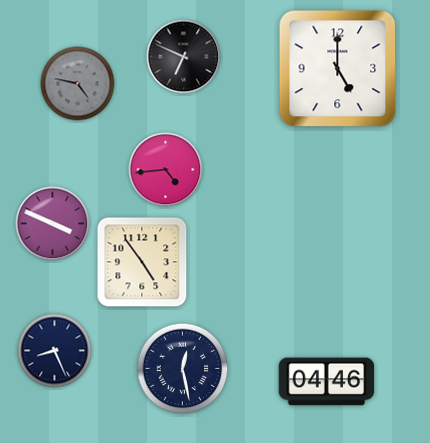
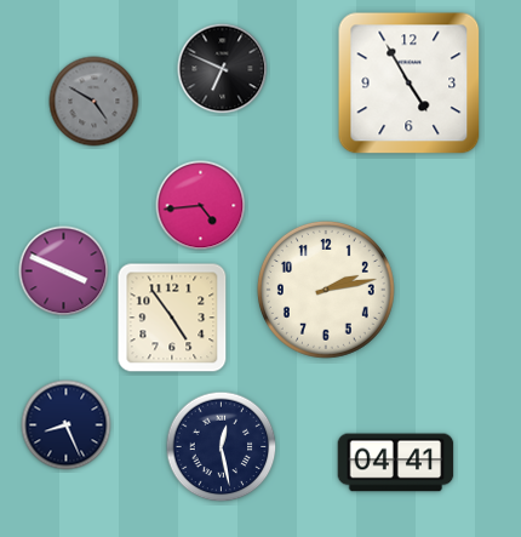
clock at (338, 69): 5:00 -> 4:55
clock at (78, 84): 4:47 -> 4:50
clock at (326, 290): none -> 2:13
clock at (327, 382): 04:46 -> 04:41
